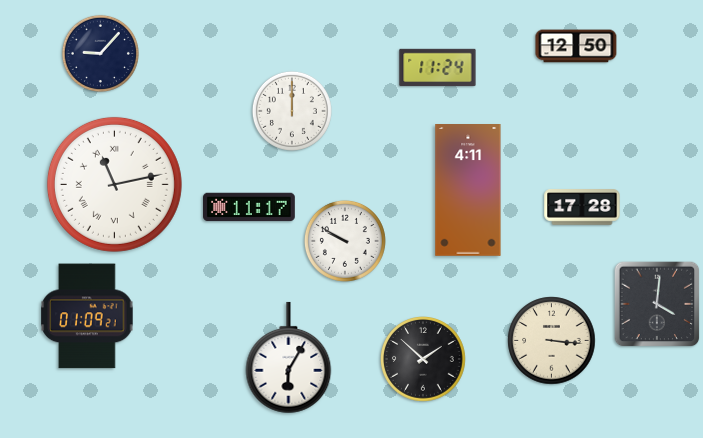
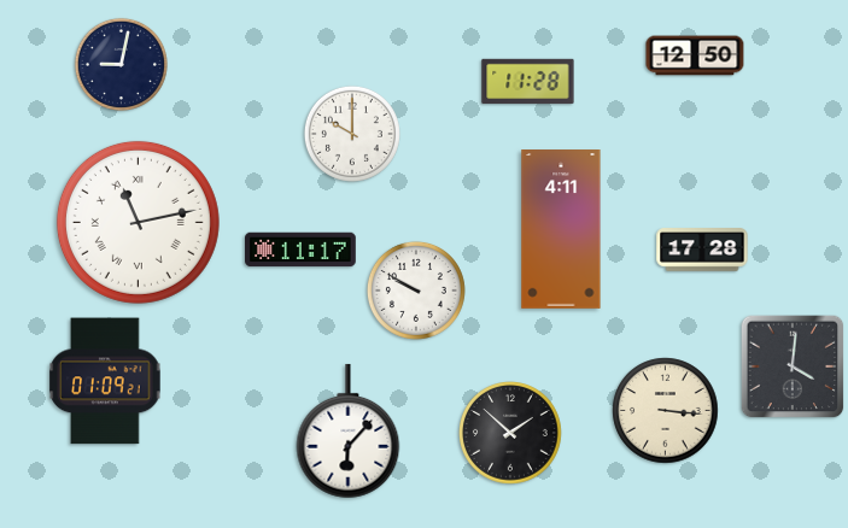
clock at (100, 53): 9:07 -> 9:02
clock at (438, 68): 11:24 -> 11:28
clock at (292, 111): 12:00 -> 10:00
clock at (468, 191) position: (468, 191) -> (561, 230)
clock at (289, 358): 6:05 -> 6:07
